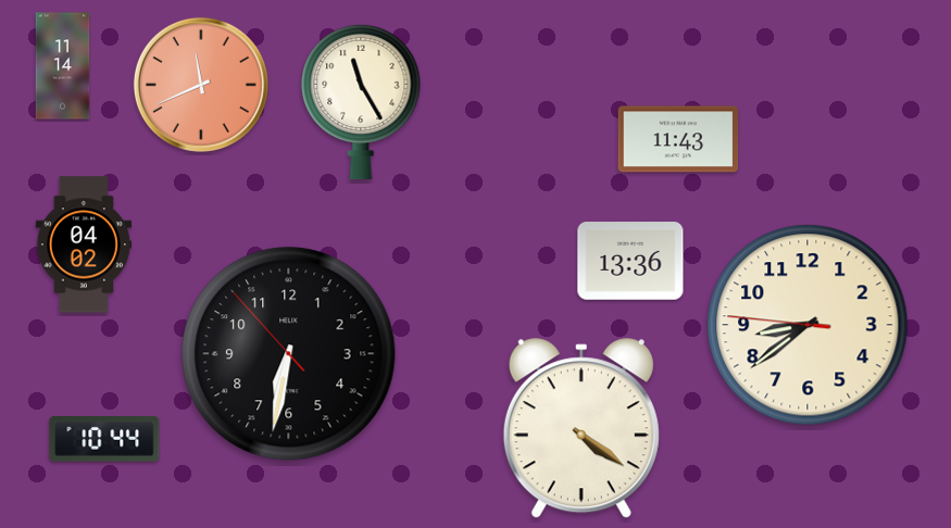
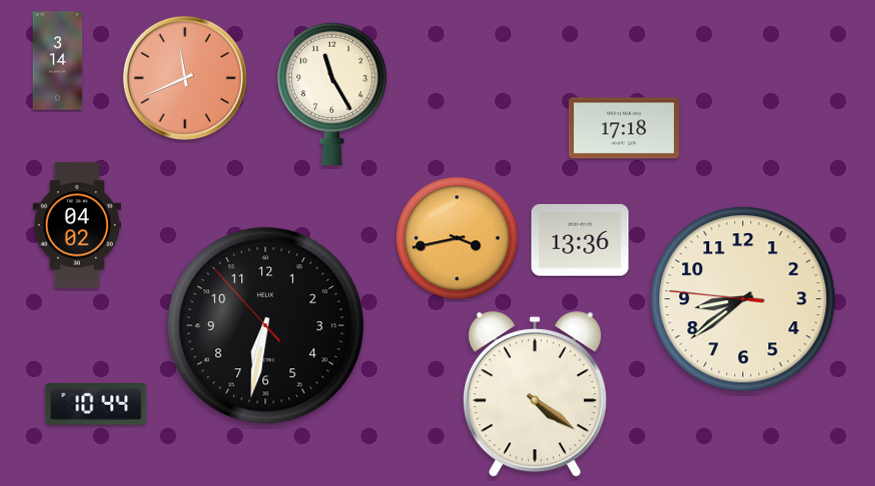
clock at (63, 66): 11:14 -> 3:14
clock at (678, 139): 11:43 -> 17:18
clock at (457, 238): none -> 3:43
